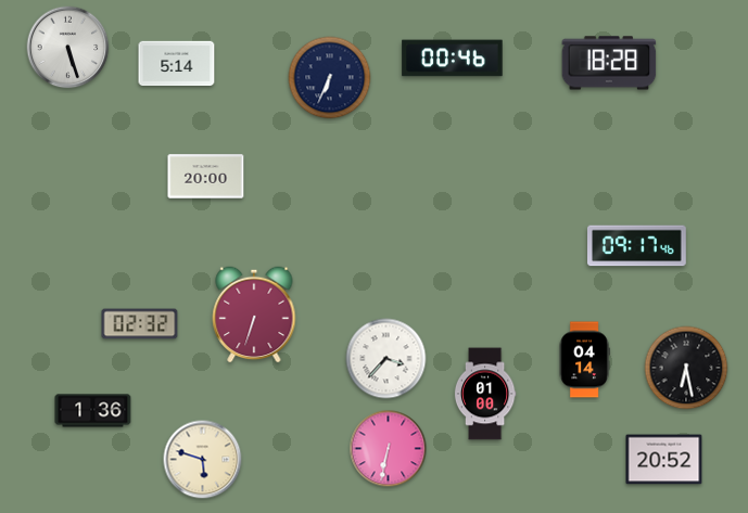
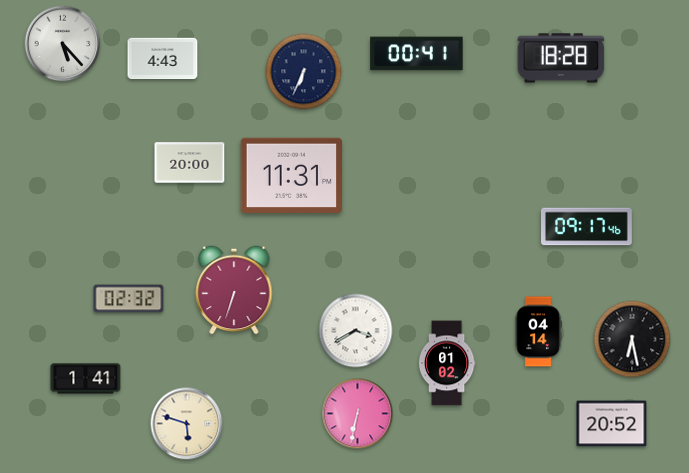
clock at (68, 48): 5:27 -> 5:23
clock at (453, 59): 00:46 -> 00:41
clock at (177, 64): 5:14 -> 4:43
clock at (292, 176): none -> 11:31
clock at (386, 359): 3:37 -> 3:40
clock at (485, 394): 01:00 -> 01:02
clock at (93, 411): 1:36 -> 1:41
